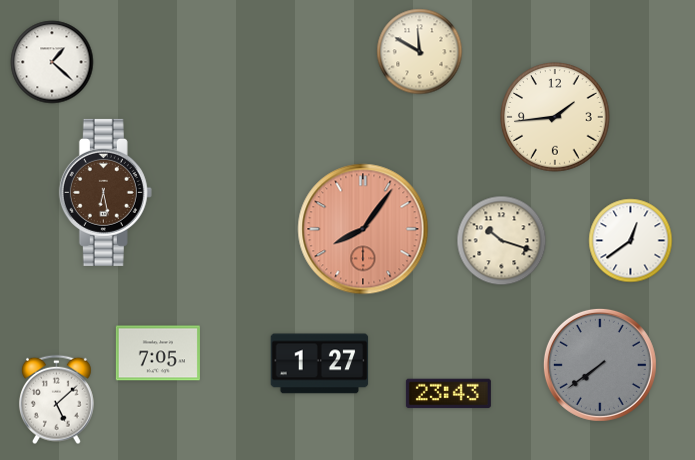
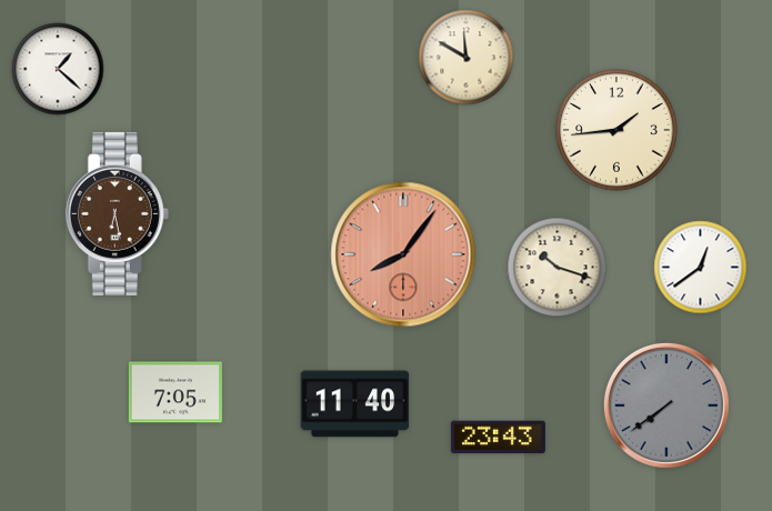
clock at (320, 364): 1:27 -> 11:40
clock at (56, 400): 5:08 -> none
